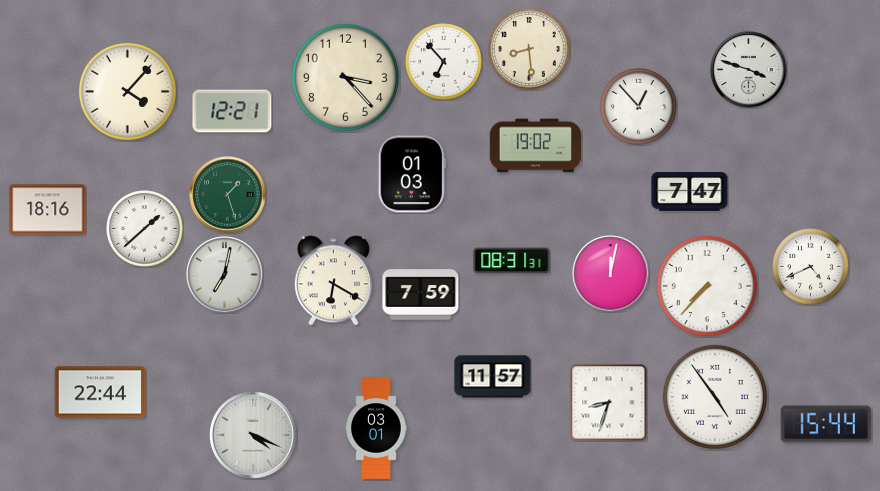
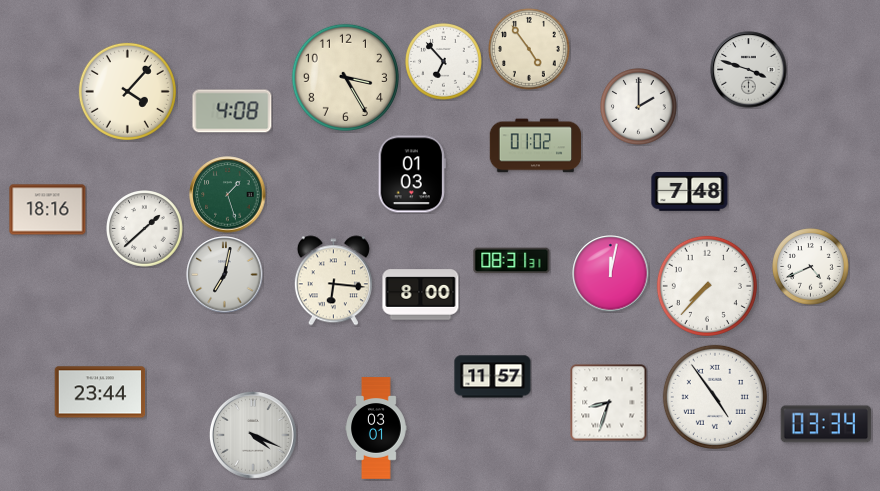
clock at (530, 50): 8:29 -> 4:54
clock at (345, 77): 3:23 -> 3:25
clock at (639, 107): 12:53 -> 2:00
clock at (232, 111): 12:21 -> 4:08
clock at (536, 146): 19:02 -> 01:02
clock at (690, 192): 7:47 -> 7:48
clock at (333, 281): 6:20 -> 6:16
clock at (421, 295): 7:59 -> 8:00
clock at (100, 392): 22:44 -> 23:44
clock at (826, 424): 15:44 -> 03:34
